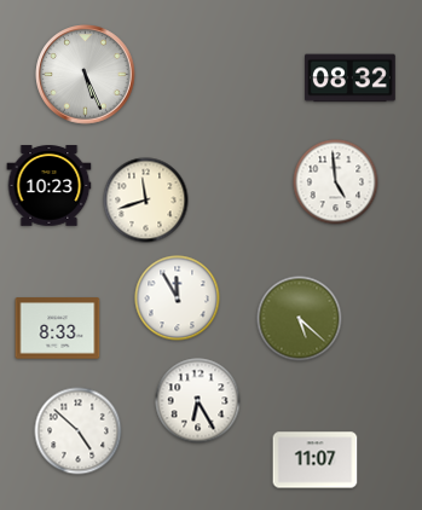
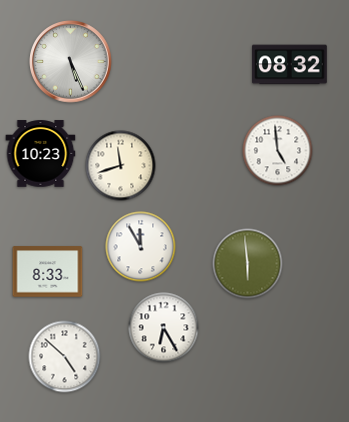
clock at (178, 299) position: (178, 299) -> (141, 247)
clock at (300, 319): 5:22 -> 5:59
clock at (198, 401) position: (198, 401) -> (164, 328)
clock at (316, 460): 11:07 -> none
